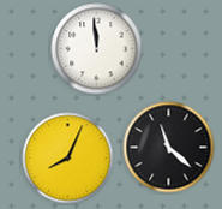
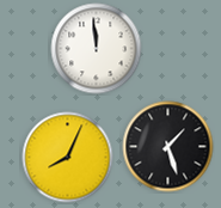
clock at (169, 148): 11:22 -> 1:27
